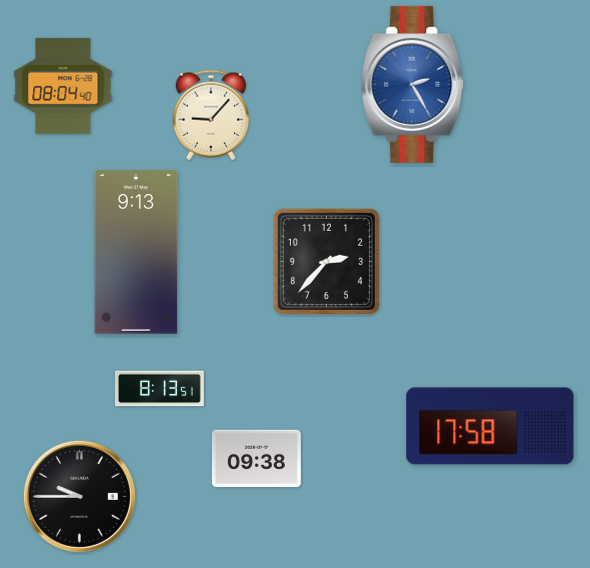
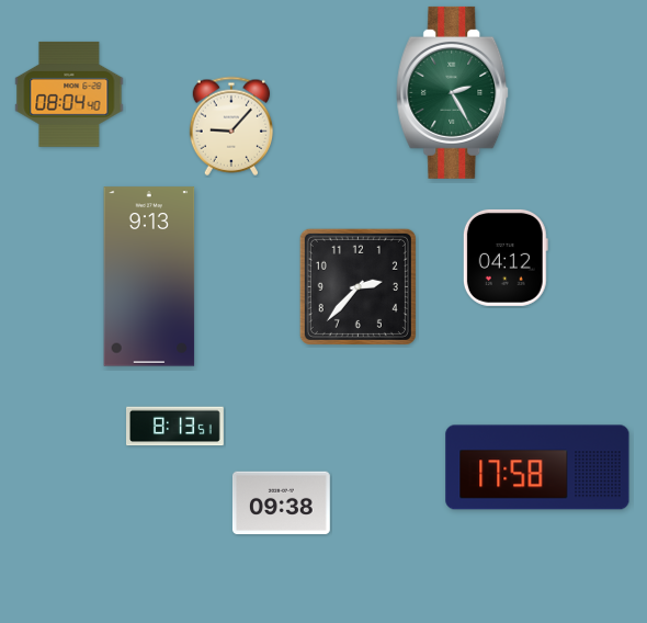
clock at (413, 84) dial: blue -> green
clock at (506, 258): none -> 04:12
clock at (79, 496): 9:45 -> none
